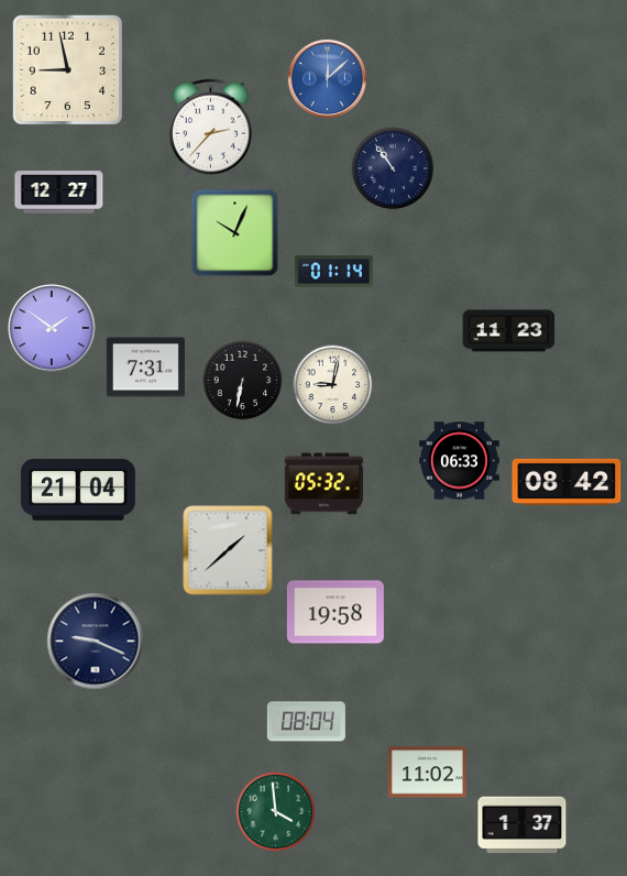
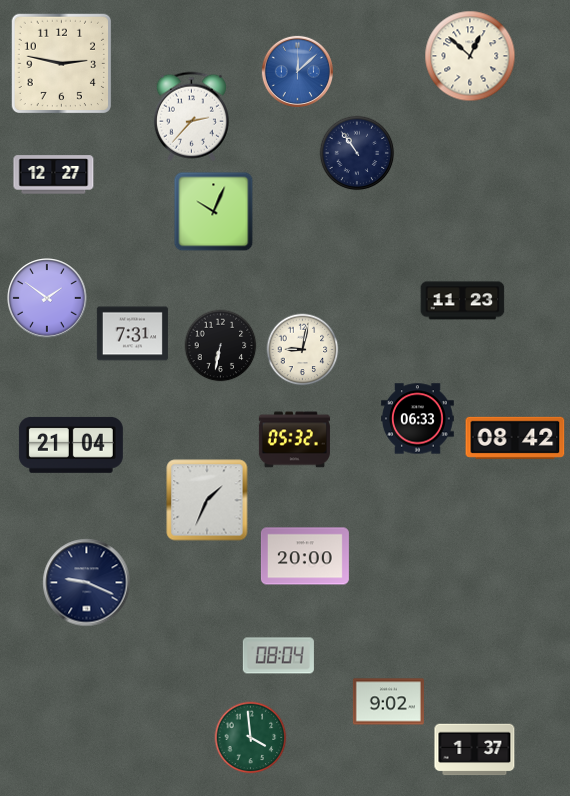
clock at (470, 56): none -> 12:52
clock at (67, 69): 8:58 -> 2:47
clock at (333, 272): 01:14 -> none
clock at (228, 550): 1:38 -> 1:34
clock at (335, 612): 19:58 -> 20:00
clock at (427, 773): 11:02 -> 9:02
